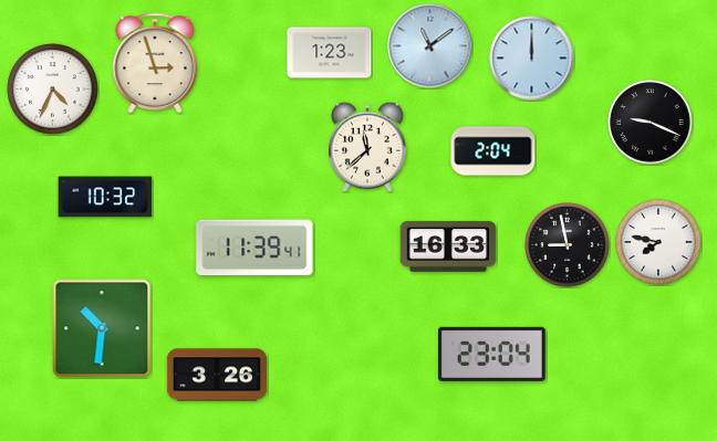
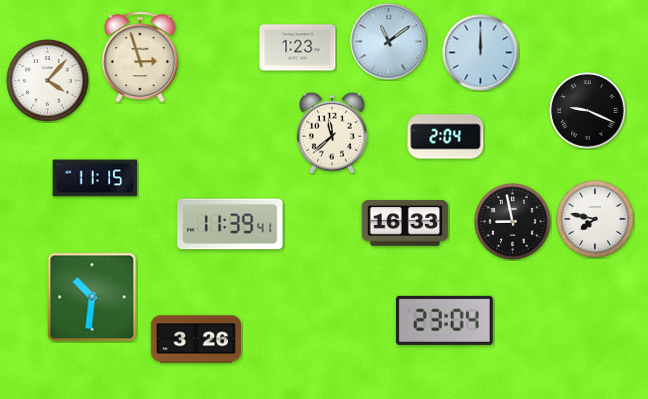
clock at (53, 90): 4:34 -> 4:07
clock at (105, 197): 10:32 -> 11:15
